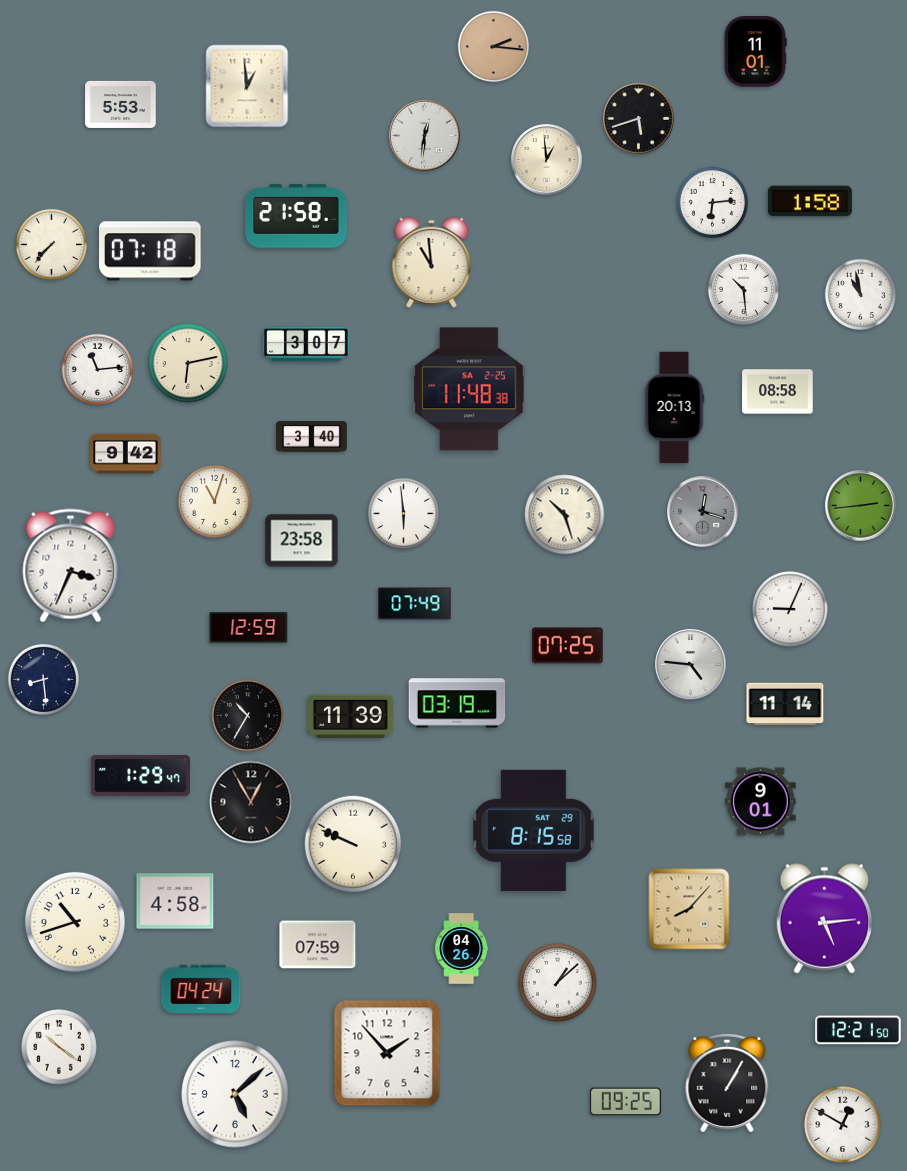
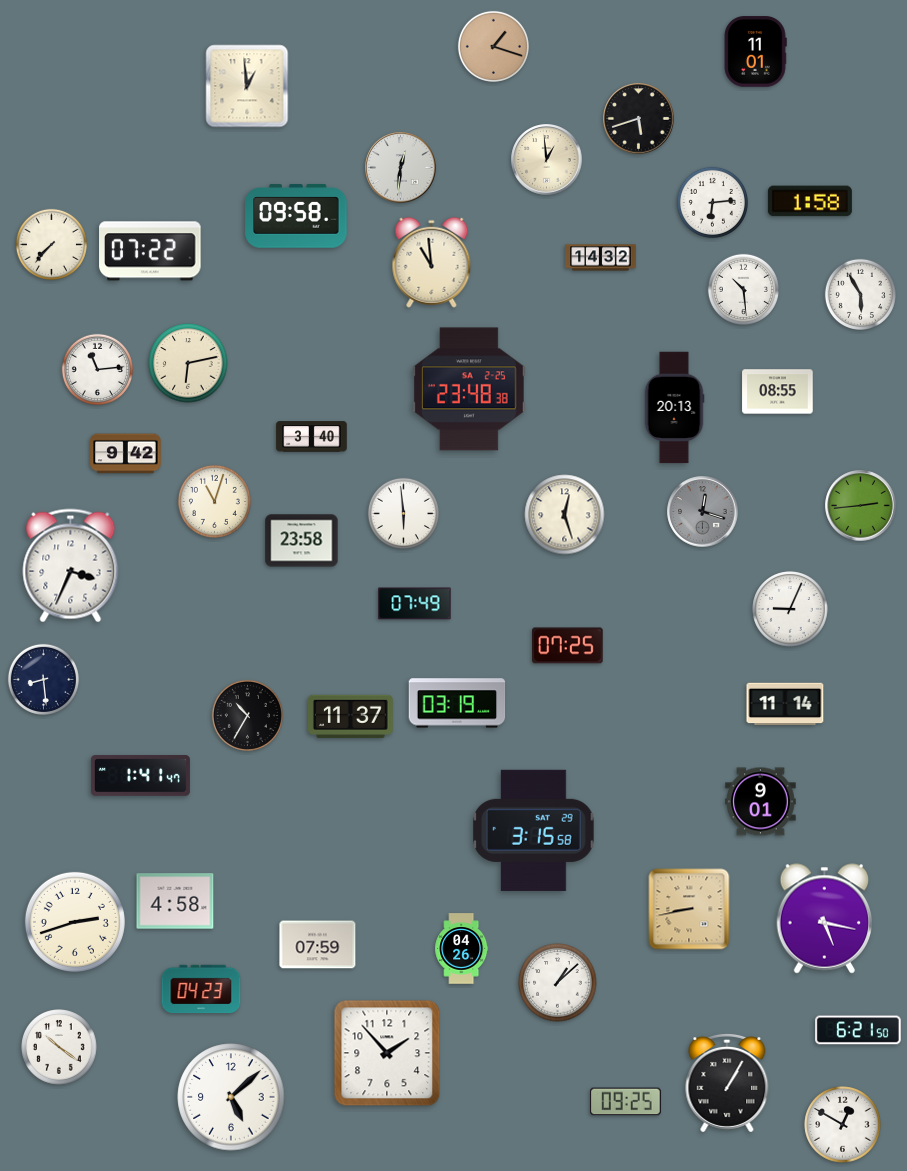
clock at (493, 46): 2:16 -> 1:18
clock at (121, 104): 5:53 -> none
clock at (425, 136) position: (425, 136) -> (401, 168)
clock at (296, 216): 21:58 -> 09:58
clock at (150, 251): 07:18 -> 07:22
clock at (601, 258): none -> 14:32
clock at (860, 294): 10:58 -> 5:55
clock at (306, 344): 3:07 -> none
clock at (469, 389): 11:48 -> 23:48
clock at (778, 392): 08:58 -> 08:55
clock at (565, 515): 10:27 -> 12:27
clock at (249, 628): 12:59 -> none
clock at (691, 665): 4:46 -> none
clock at (350, 716): 11:39 -> 11:37
clock at (140, 776): 1:29 -> 1:41
clock at (251, 802): 12:55 -> none
clock at (534, 830): 8:15 -> 3:15
clock at (353, 844): 9:49 -> none
clock at (689, 909): 8:07 -> 8:43
clock at (825, 919): 5:14 -> 5:17
clock at (75, 922): 10:42 -> 2:42
clock at (201, 989): 04:24 -> 04:23
clock at (858, 1030): 12:21 -> 6:21
clock at (235, 1094) position: (235, 1094) -> (231, 1097)
